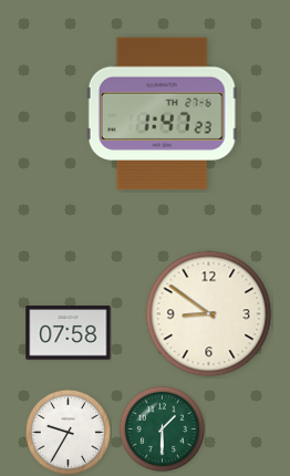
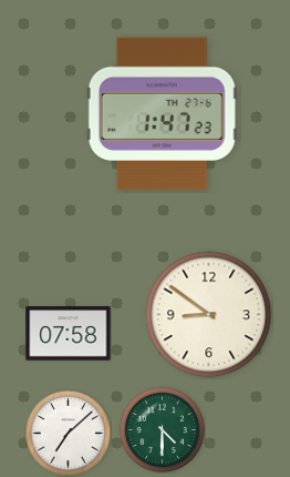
clock at (162, 428): 1:30 -> 4:30
clock at (68, 432): 9:35 -> 7:08
